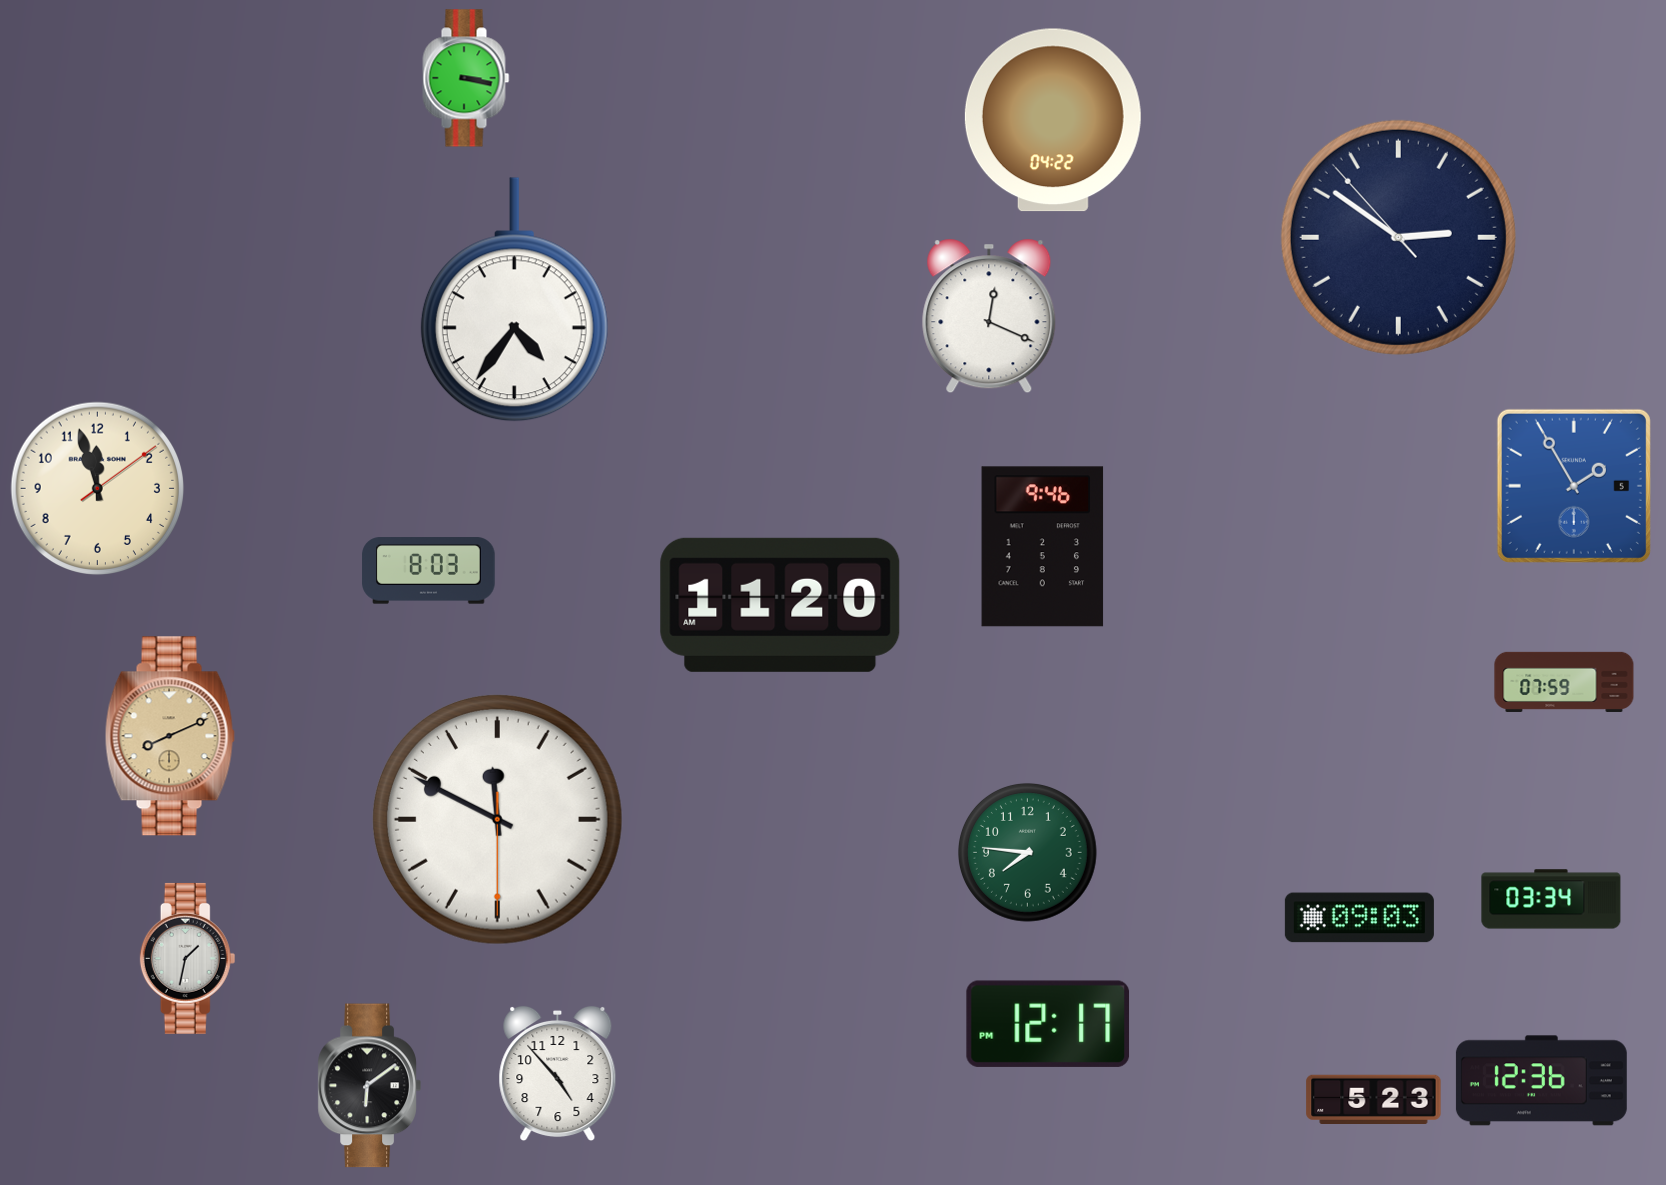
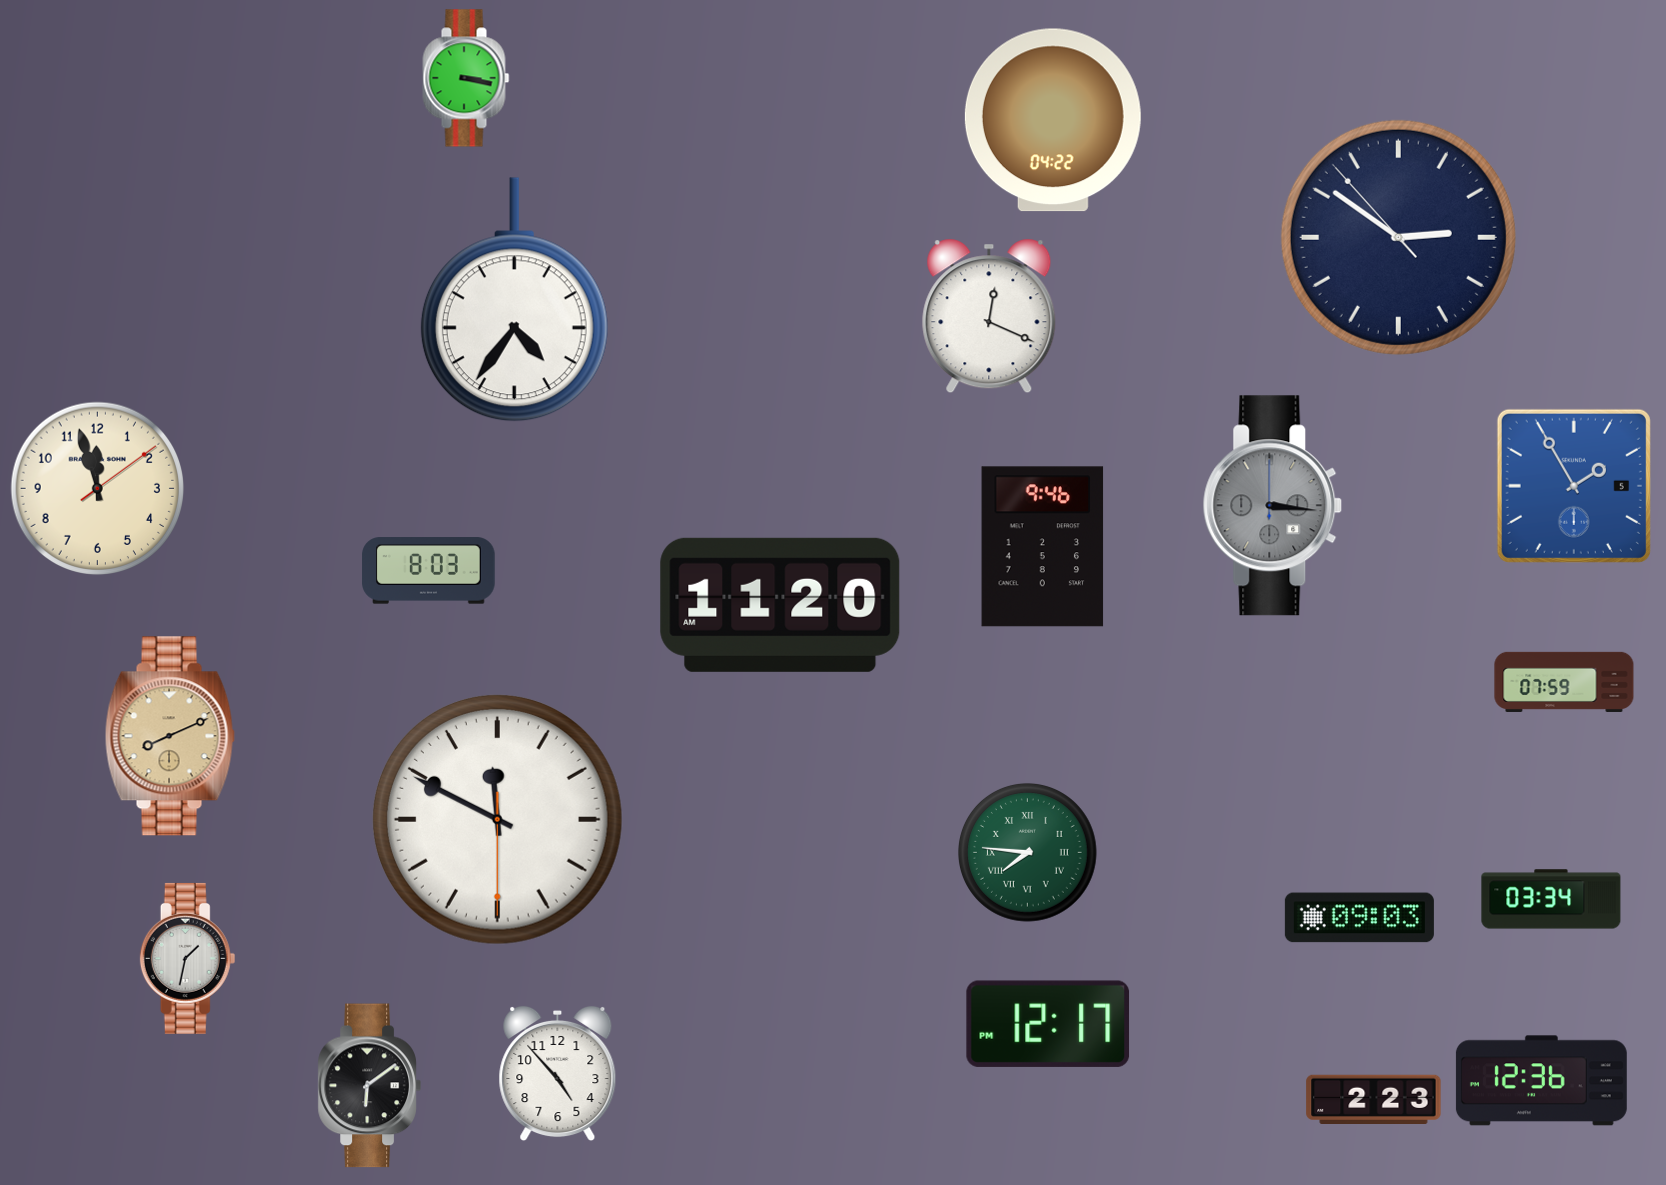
clock at (1273, 506): none -> 3:16
clock at (1028, 853) numerals: Arabic -> Roman
clock at (1374, 1099): 5:23 -> 2:23
